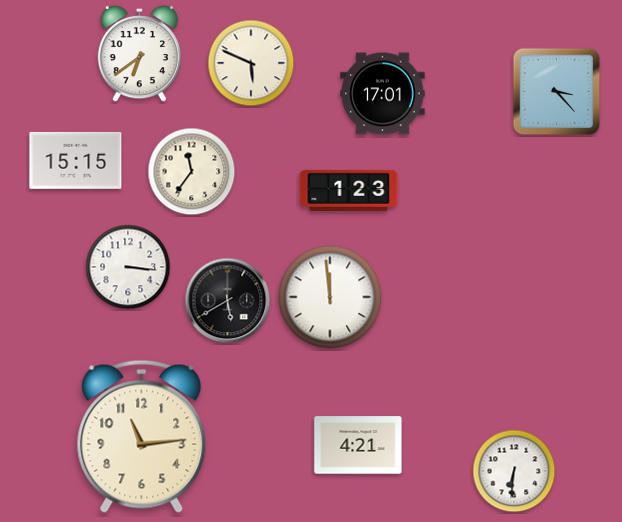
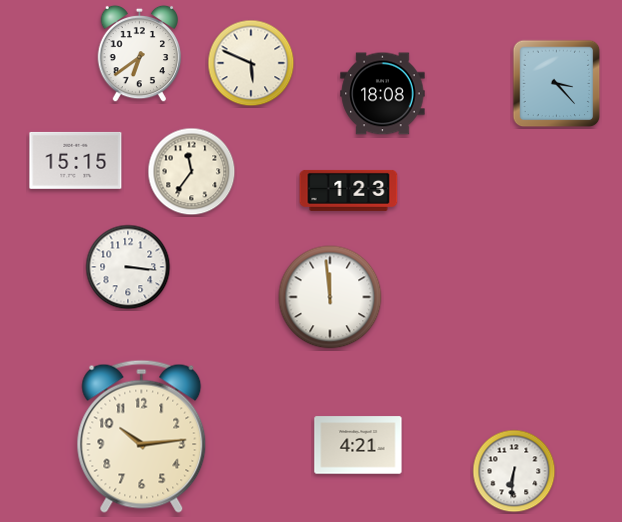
clock at (557, 92) position: (557, 92) -> (557, 84)
clock at (383, 94): 17:01 -> 18:08
clock at (228, 301): 5:40 -> none
clock at (142, 436): 11:14 -> 10:14
